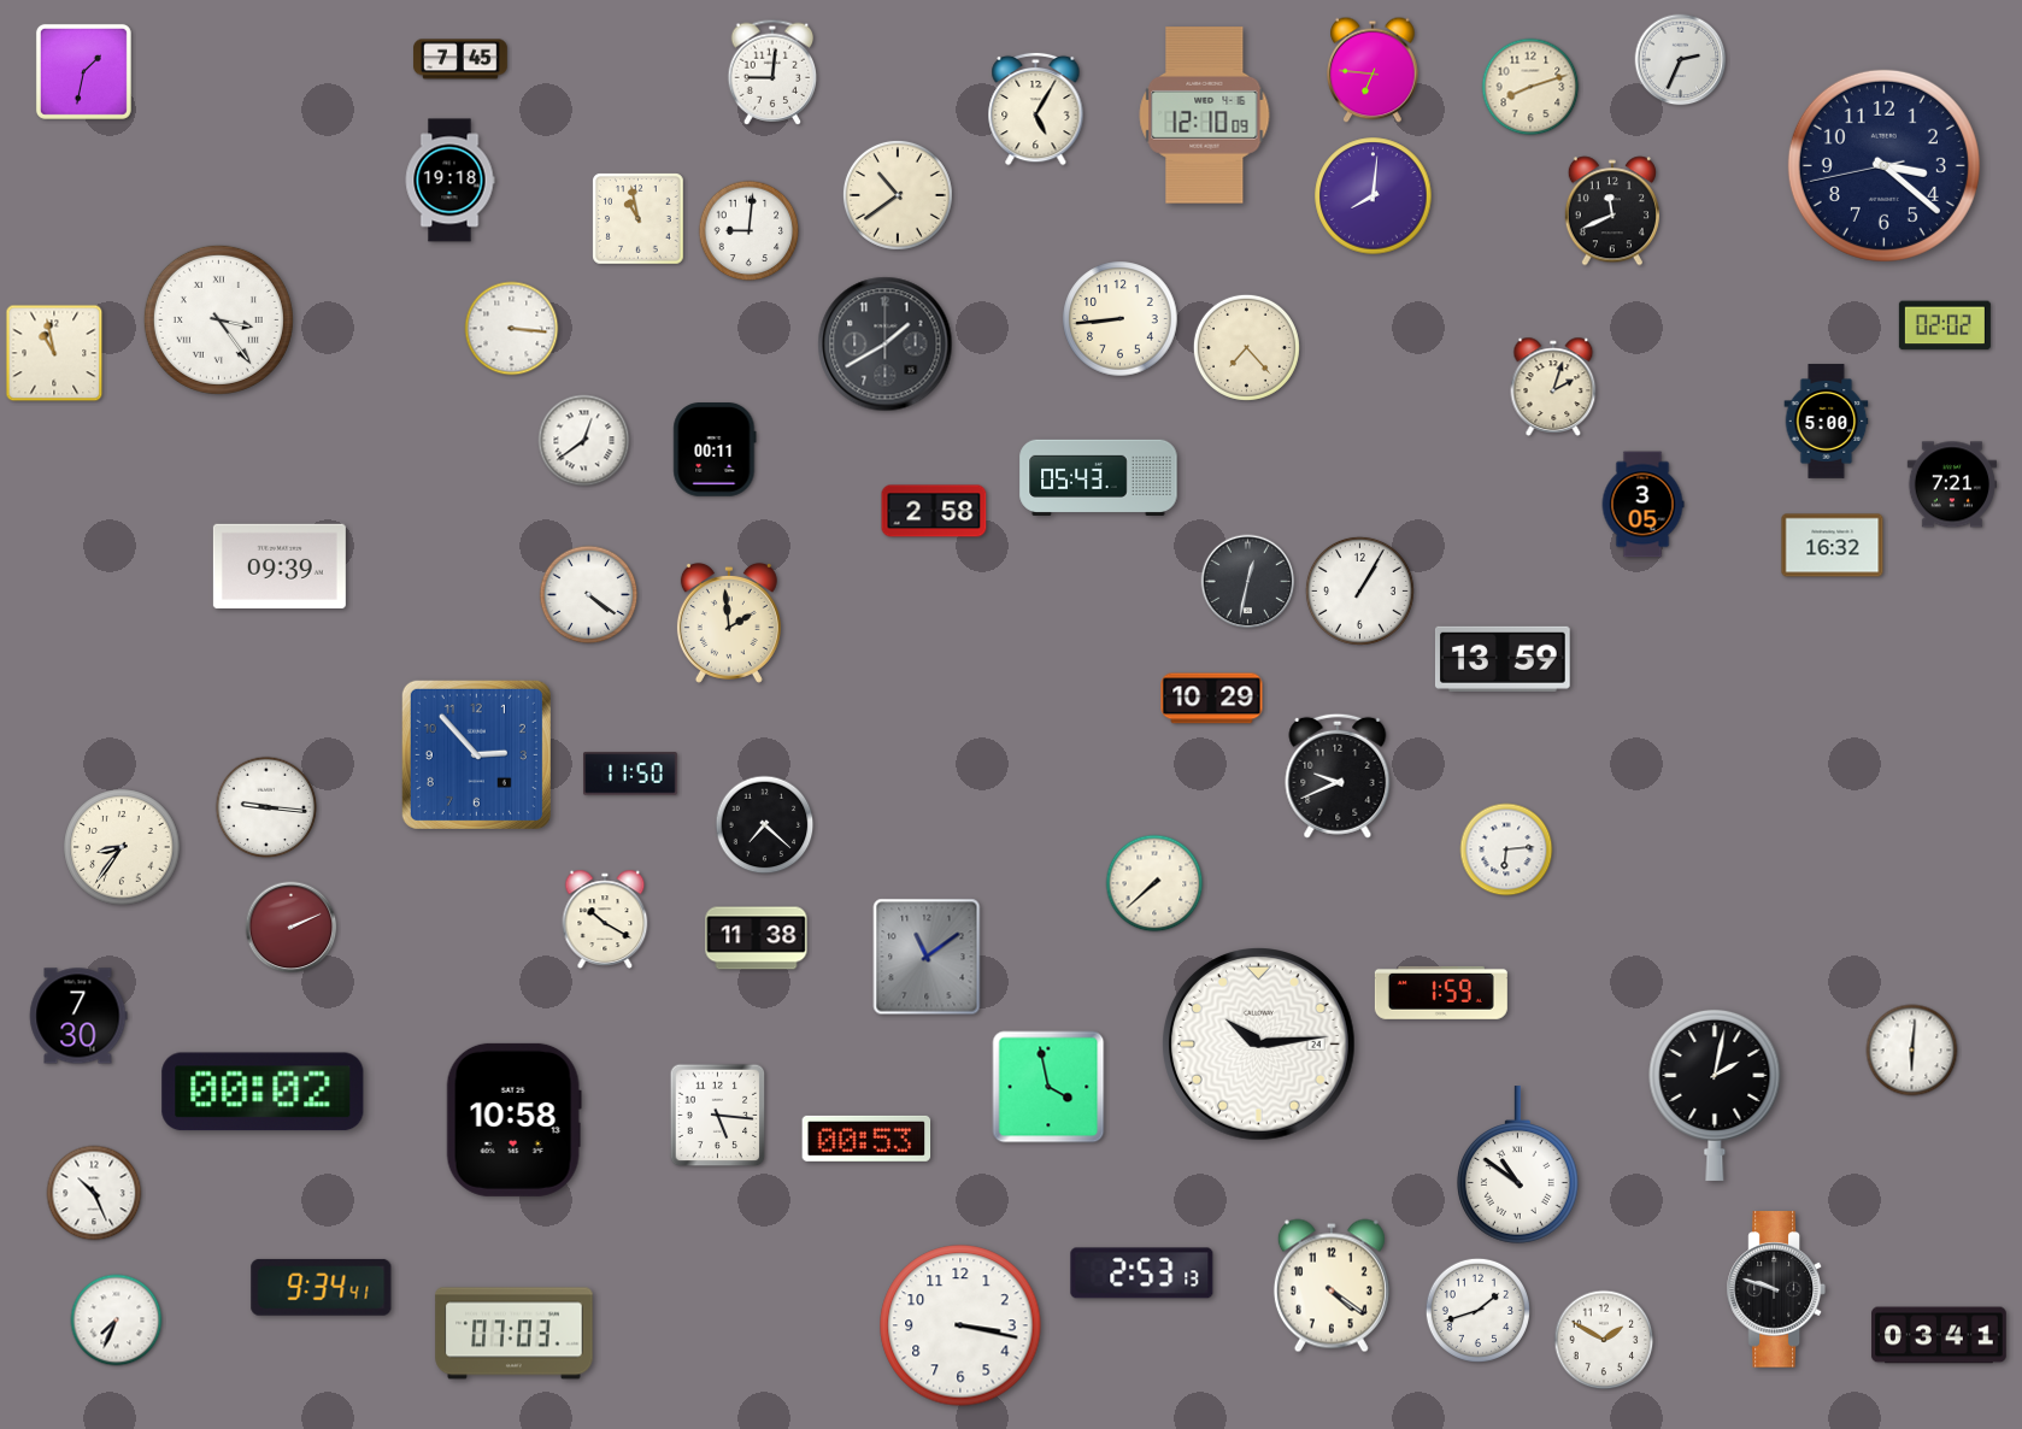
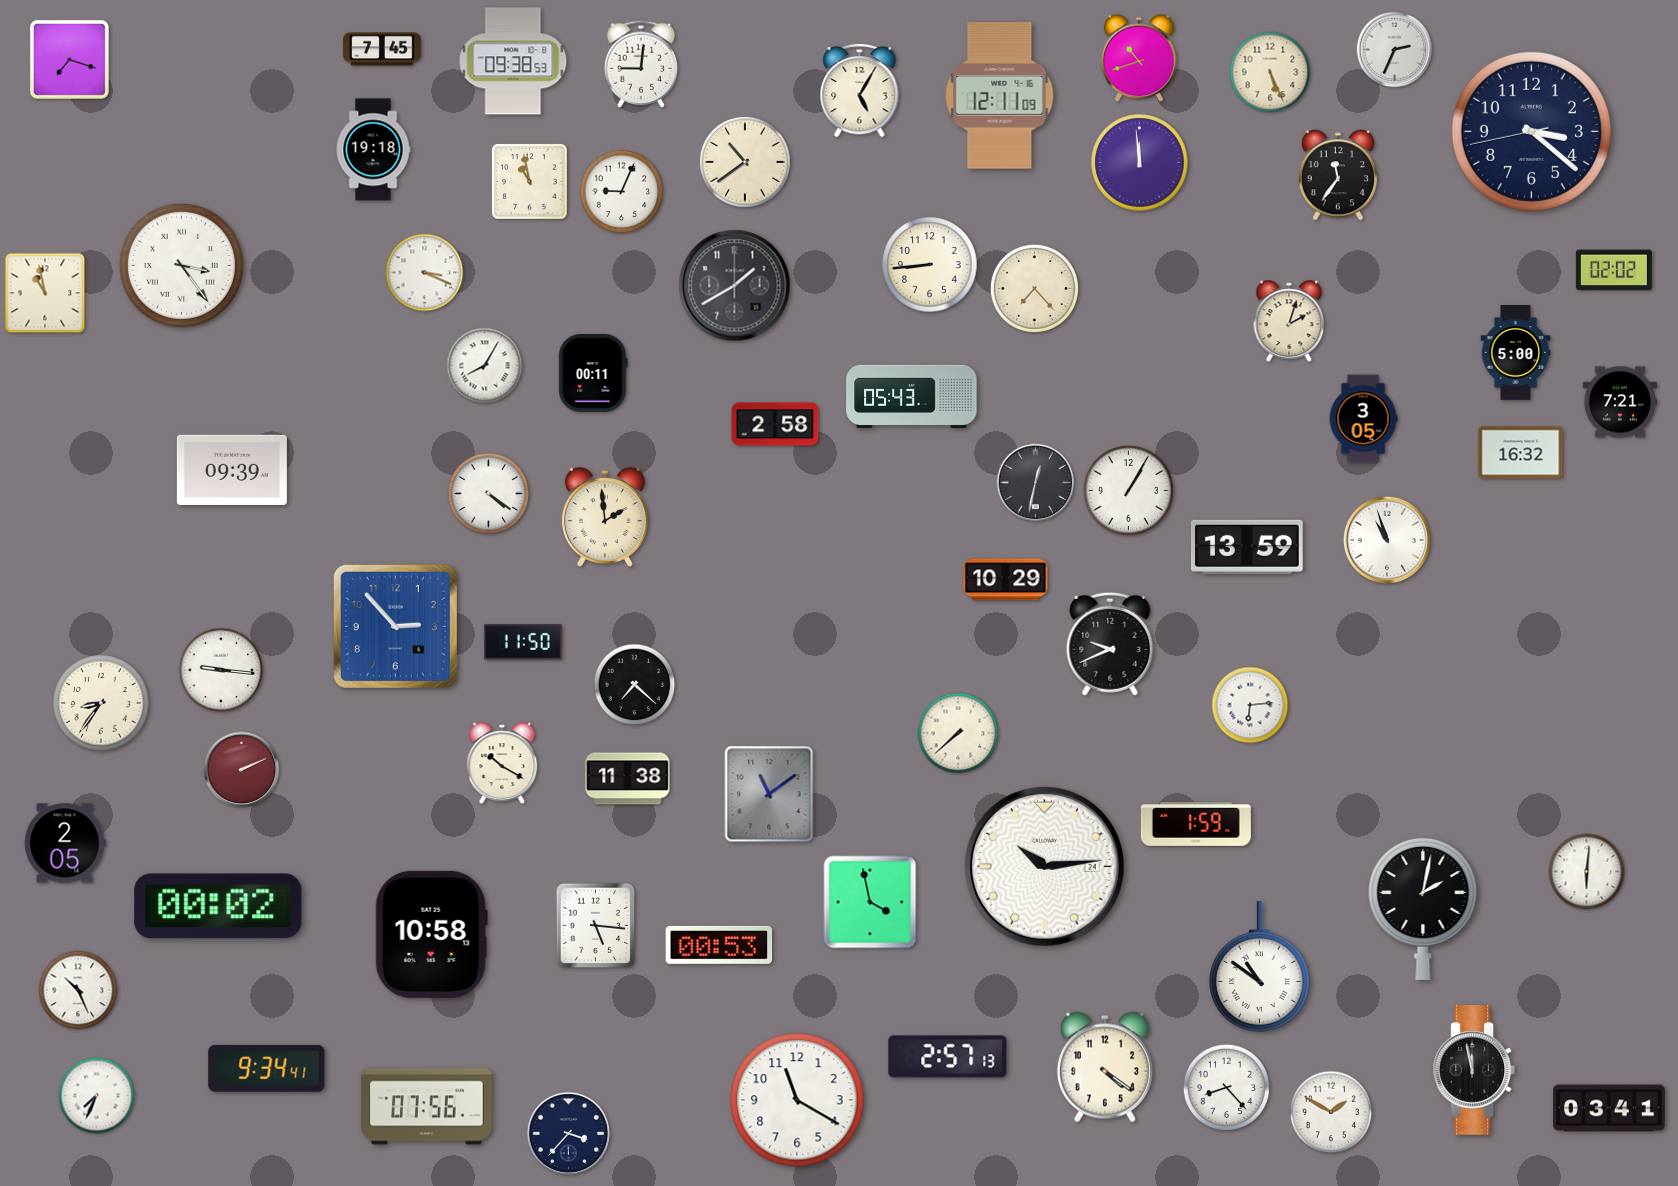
clock at (1373, 70): 6:46 -> 10:42
clock at (83, 71): 1:32 -> 7:18
clock at (772, 72) position: (772, 72) -> (641, 64)
clock at (513, 61): none -> 09:38
clock at (1530, 87): 8:12 -> 5:26
clock at (1205, 116): 12:10 -> 12:11
clock at (1883, 165) position: (1883, 165) -> (1531, 131)
clock at (1374, 196): 8:01 -> 11:59
clock at (1612, 211): 11:41 -> 11:36
clock at (750, 231): 9:01 -> 9:04
clock at (512, 329): 3:16 -> 3:19
clock at (1827, 422) position: (1827, 422) -> (1516, 353)
clock at (584, 441): 12:39 -> 8:05
clock at (1387, 540): none -> 10:57
clock at (78, 1016): 7:30 -> 2:05
clock at (513, 1119) position: (513, 1119) -> (431, 934)
clock at (1142, 1274): 2:53 -> 2:57
clock at (1776, 1289): 9:48 -> 11:58
clock at (1477, 1310): 1:42 -> 8:23
clock at (960, 1325): 3:17 -> 11:20
clock at (515, 1334): 07:03 -> 07:56
clock at (569, 1134): none -> 3:37
